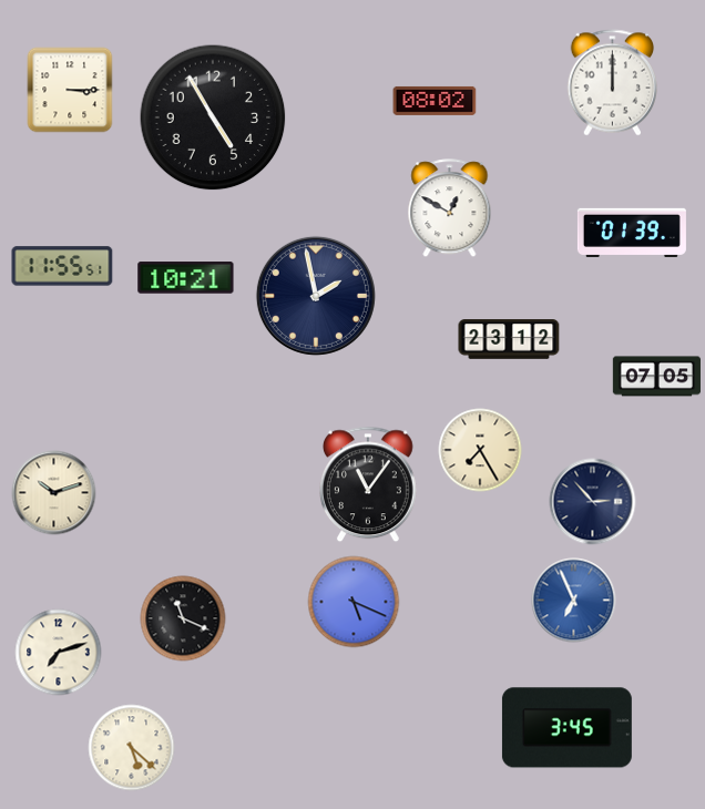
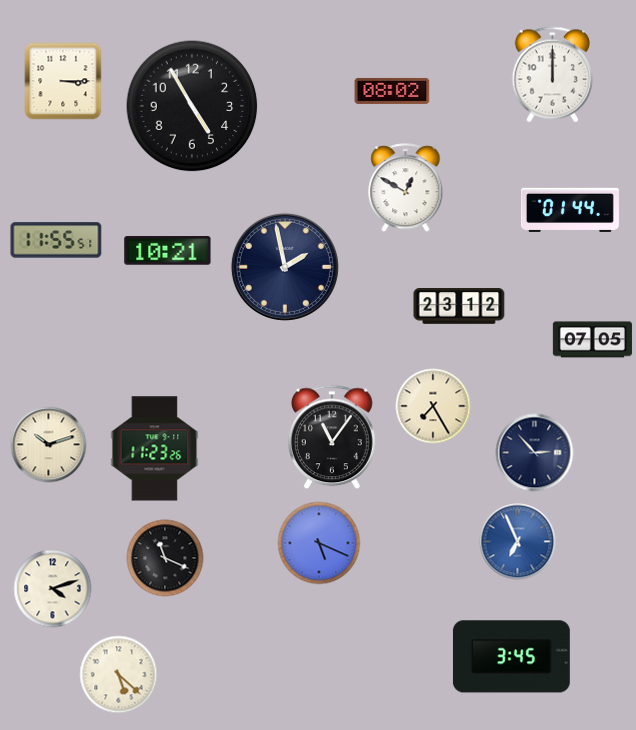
clock at (632, 232): 01:39 -> 01:44
clock at (155, 449): none -> 11:23
clock at (59, 653): 7:12 -> 4:12
